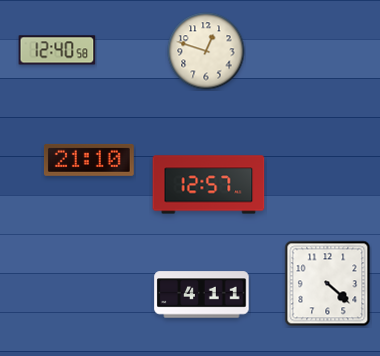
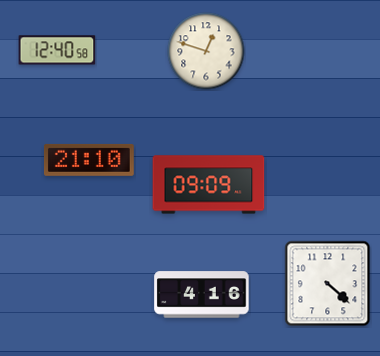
clock at (209, 185): 12:57 -> 09:09
clock at (202, 295): 4:11 -> 4:16
